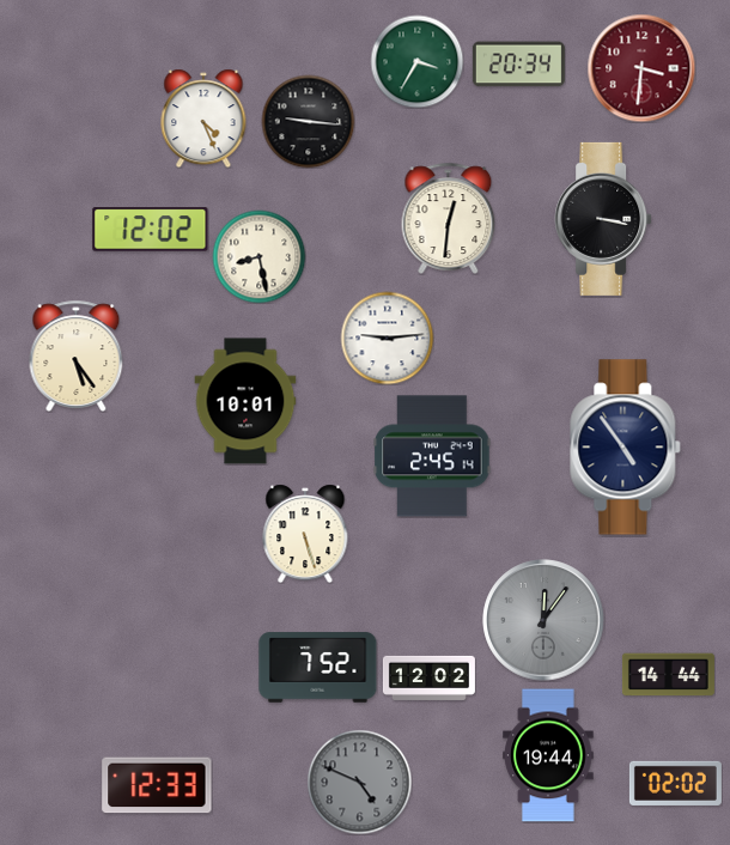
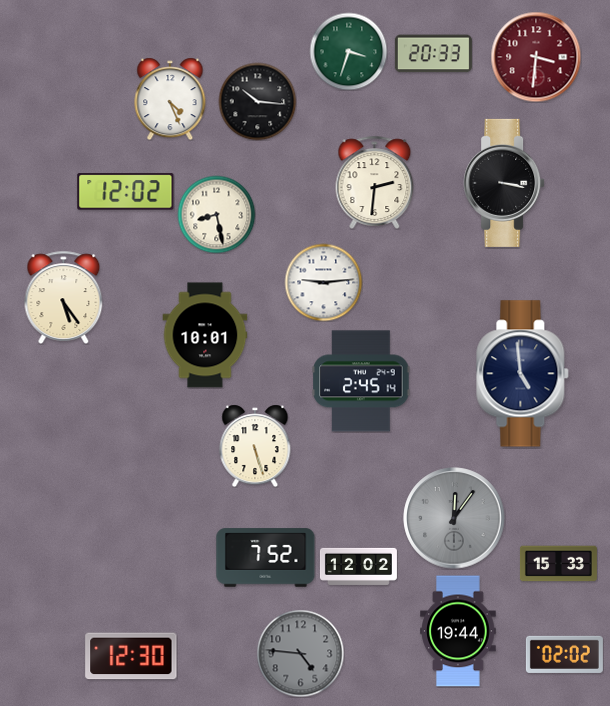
clock at (416, 61): 3:35 -> 3:33
clock at (518, 65): 20:34 -> 20:33
clock at (308, 121): 9:16 -> 10:16
clock at (449, 218): 12:31 -> 2:31
clock at (626, 448): 4:54 -> 4:59
clock at (668, 675): 14:44 -> 15:33
clock at (359, 782): 4:49 -> 4:46
clock at (157, 785): 12:33 -> 12:30
